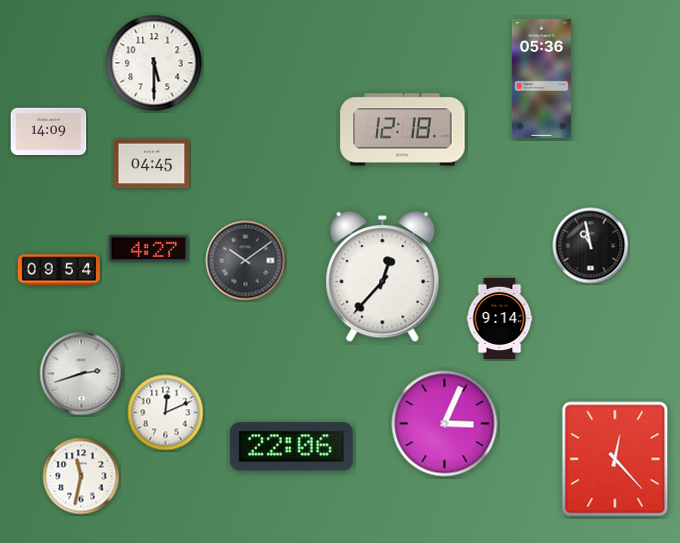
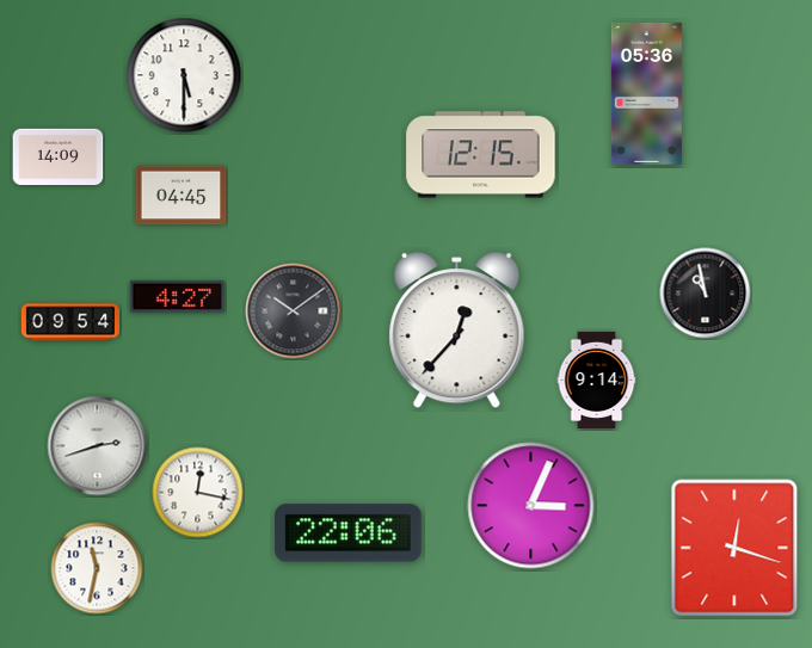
clock at (403, 130): 12:18 -> 12:15
clock at (166, 413): 12:11 -> 12:17
clock at (615, 459): 12:23 -> 12:18
